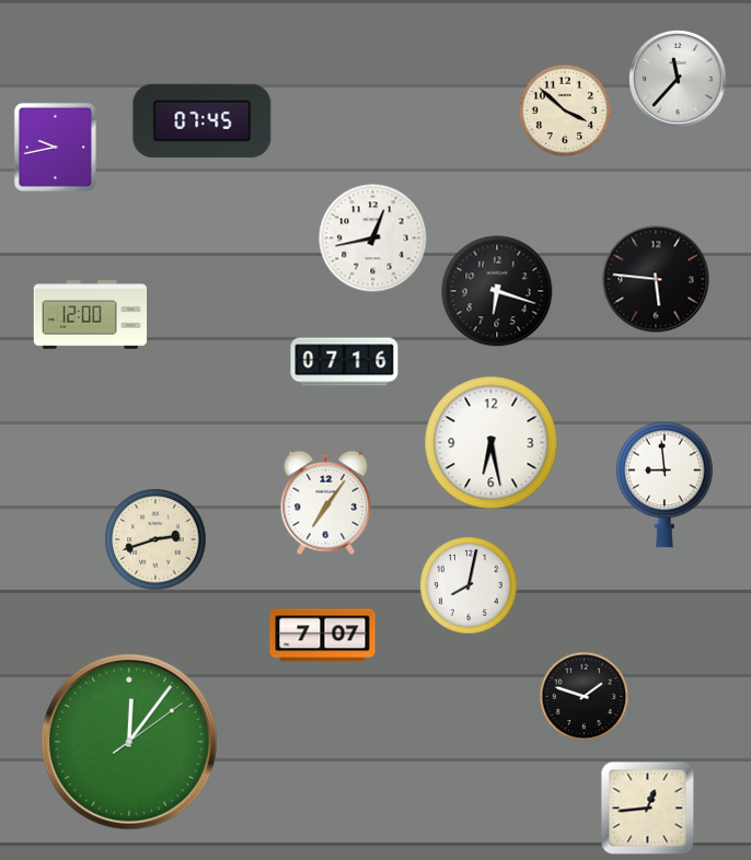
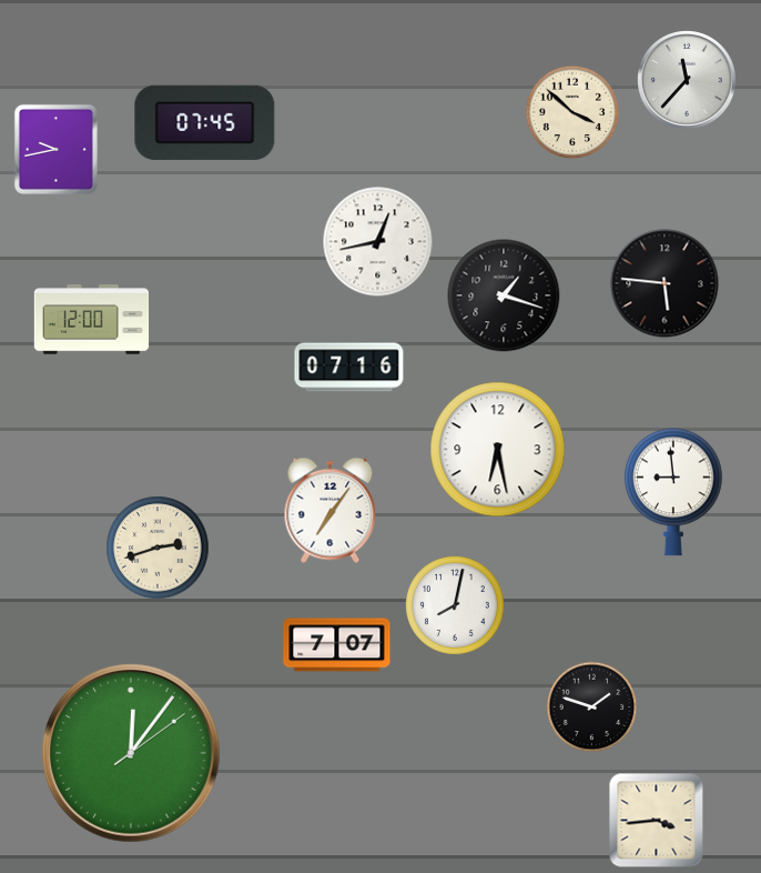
clock at (497, 291): 6:18 -> 1:18
clock at (470, 586) position: (470, 586) -> (456, 606)
clock at (323, 636) position: (323, 636) -> (337, 645)
clock at (648, 809): 12:44 -> 3:44
